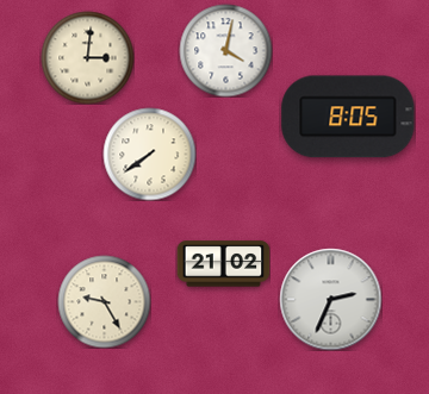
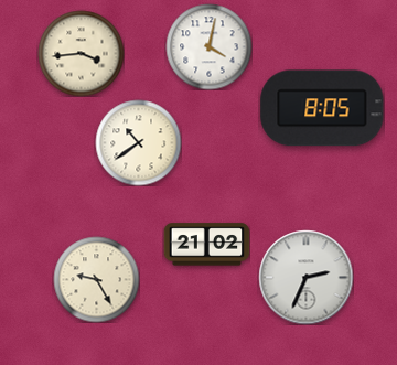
clock at (87, 57): 3:01 -> 3:44
clock at (149, 154): 7:39 -> 10:39
